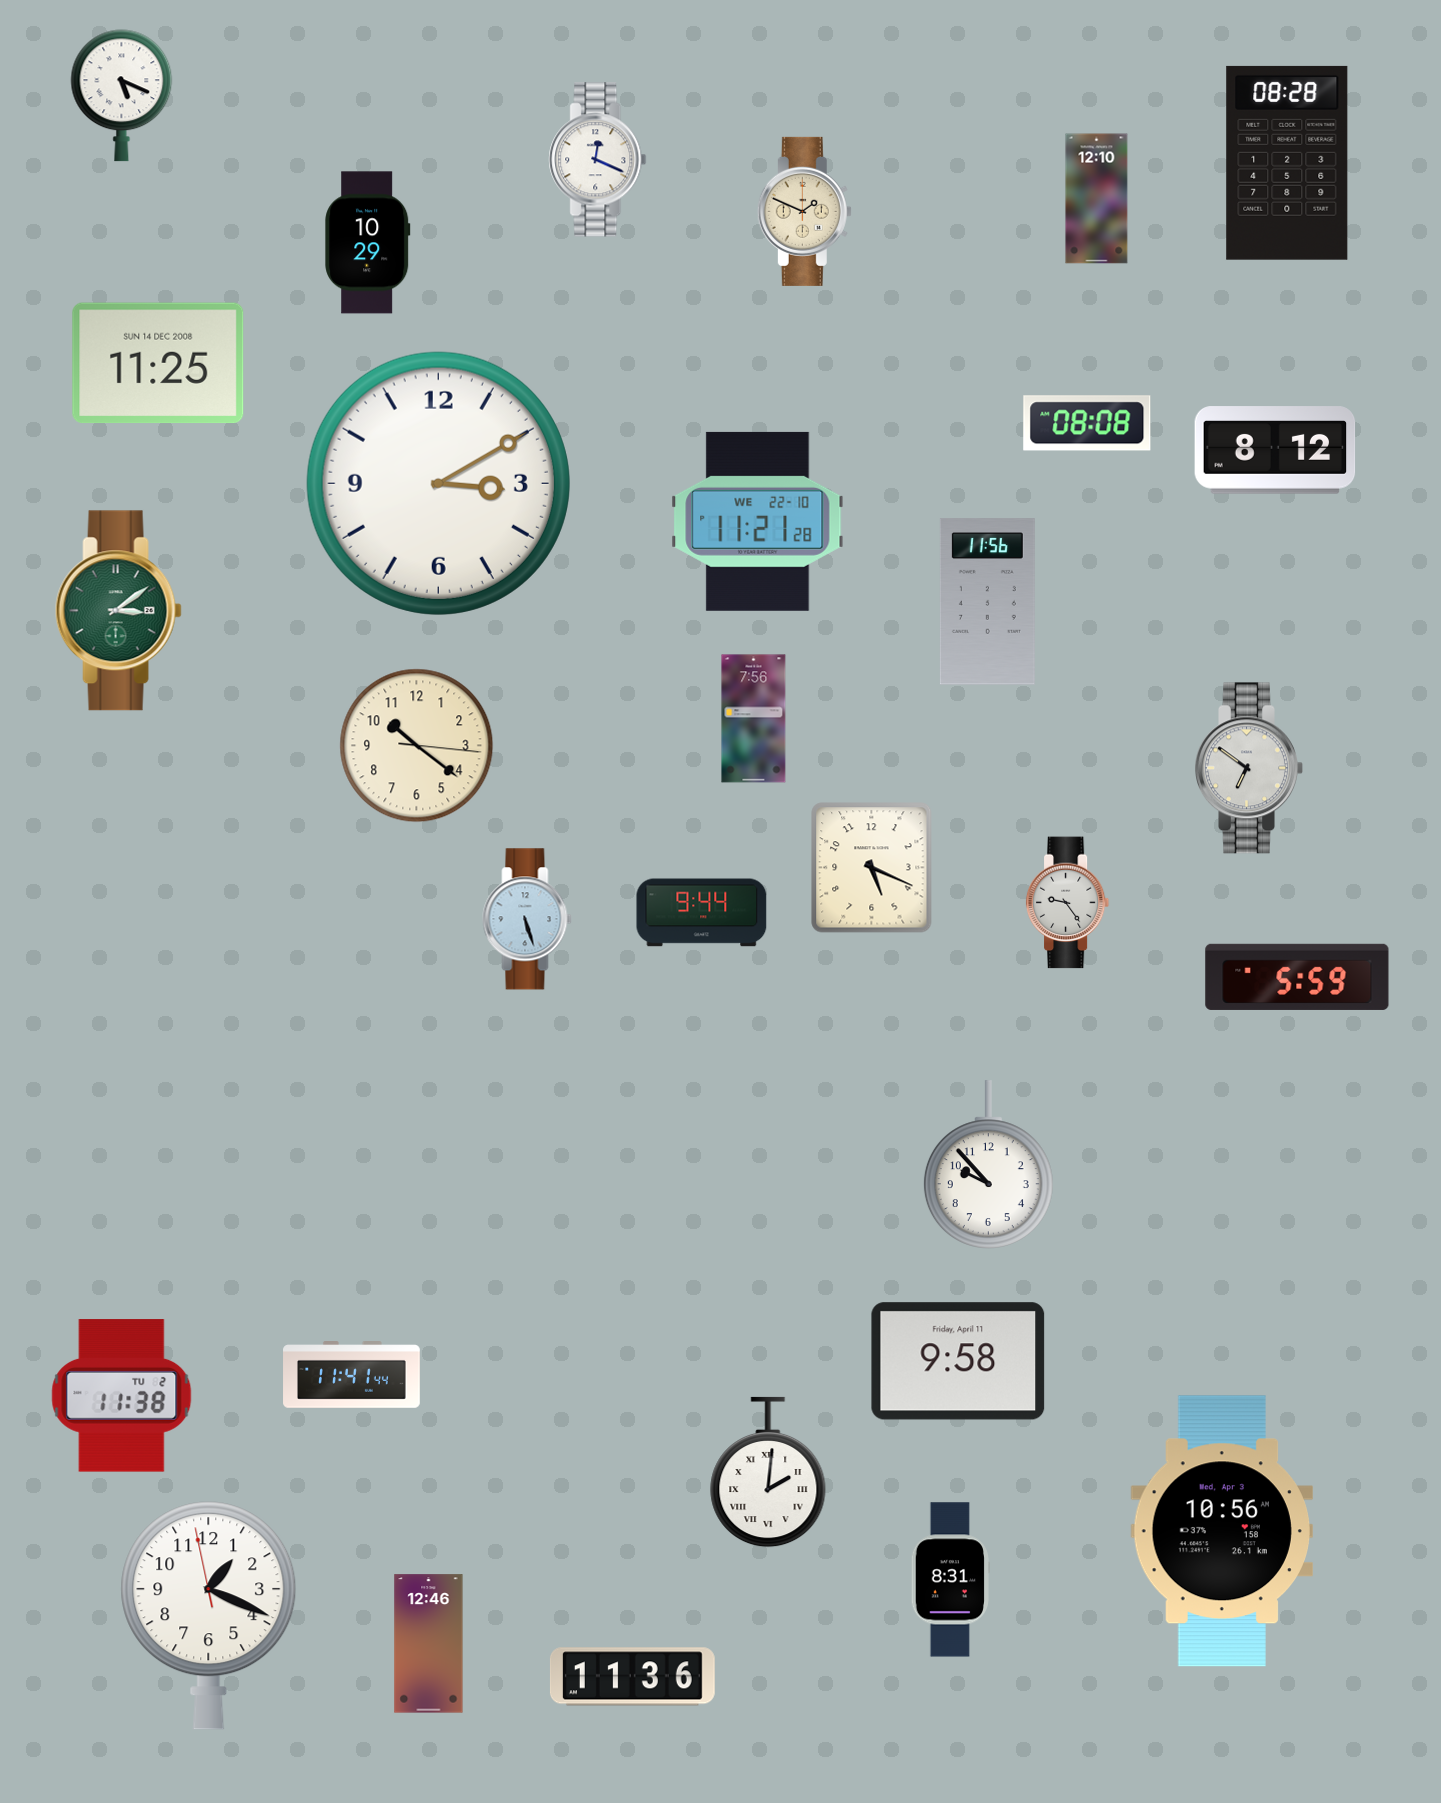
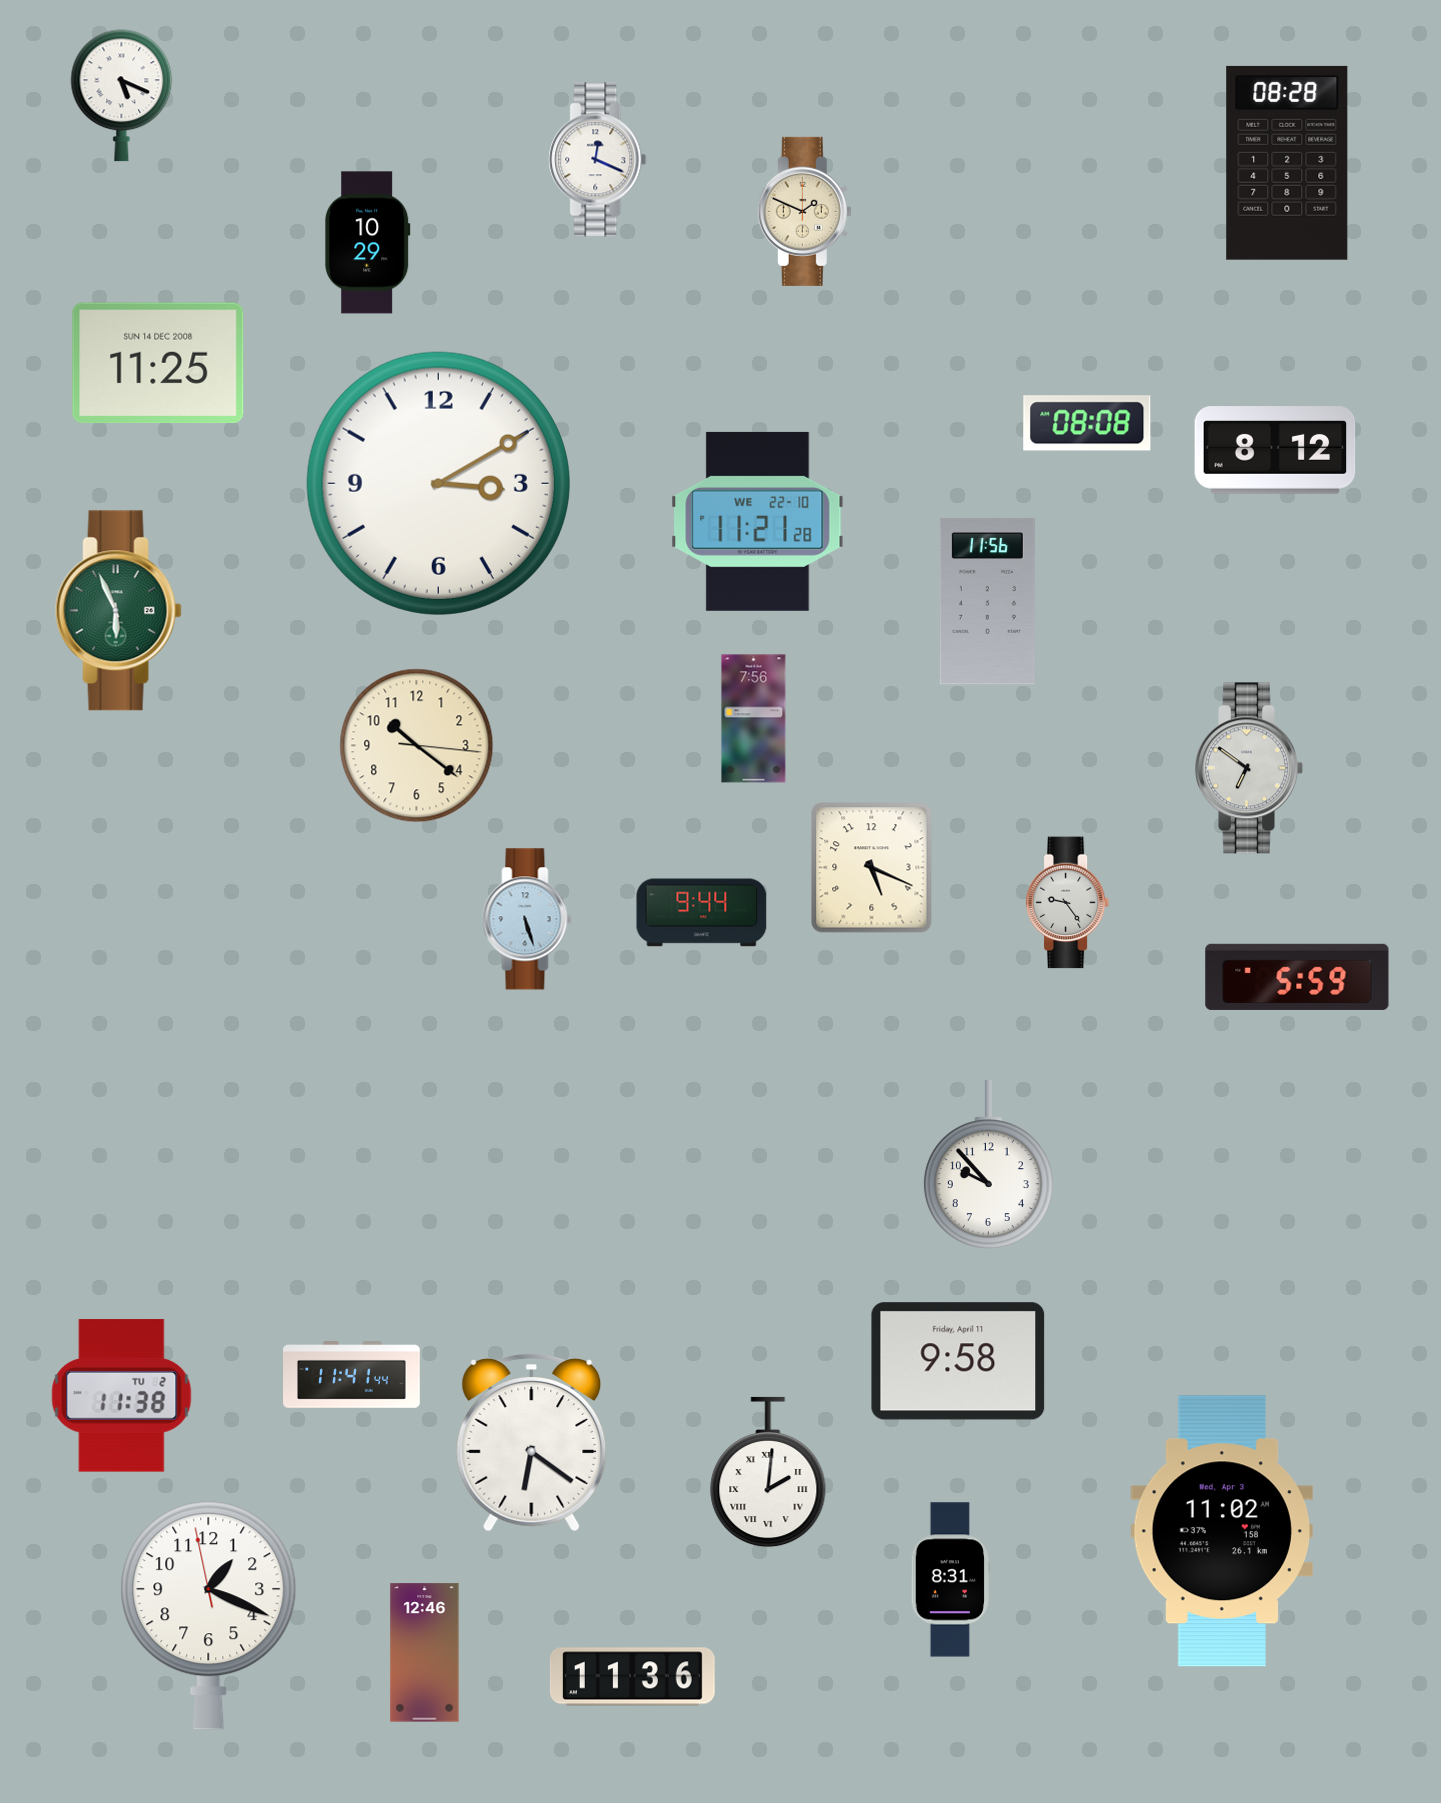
clock at (1097, 199): 12:10 -> none
clock at (118, 611): 3:09 -> 5:56
clock at (532, 1443): none -> 6:21
clock at (1222, 1531): 10:56 -> 11:02
clock at (429, 1644) position: (429, 1644) -> (425, 1653)
